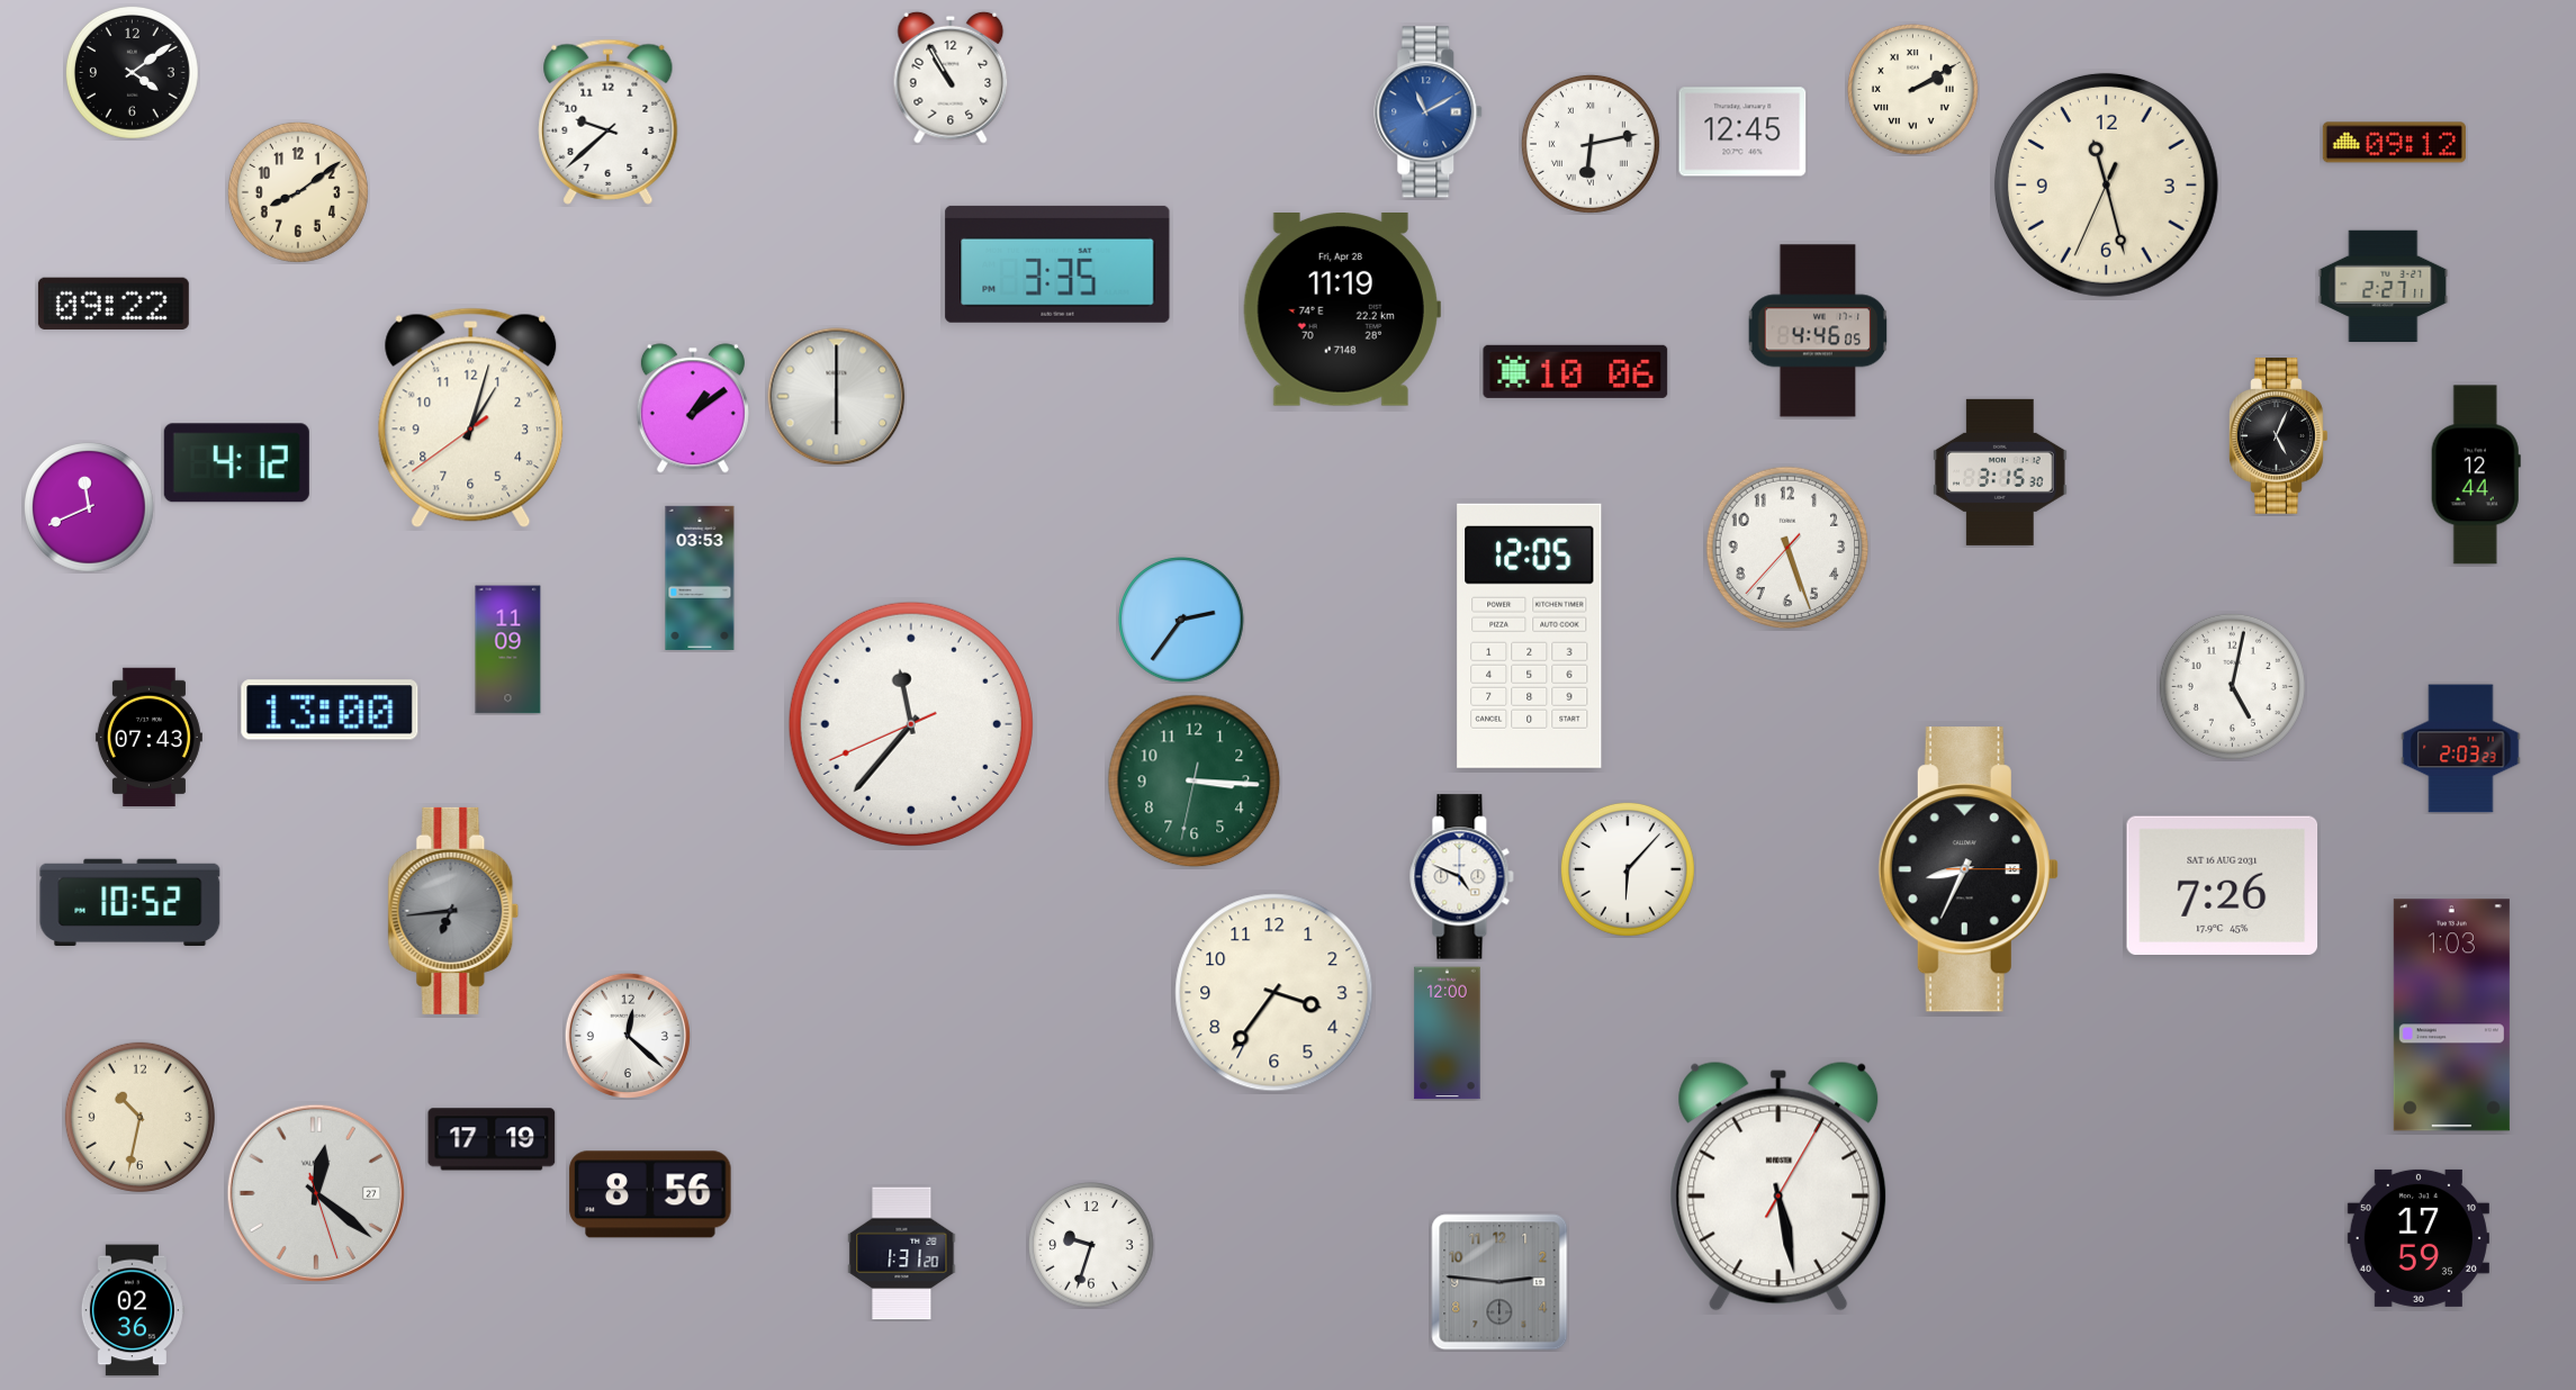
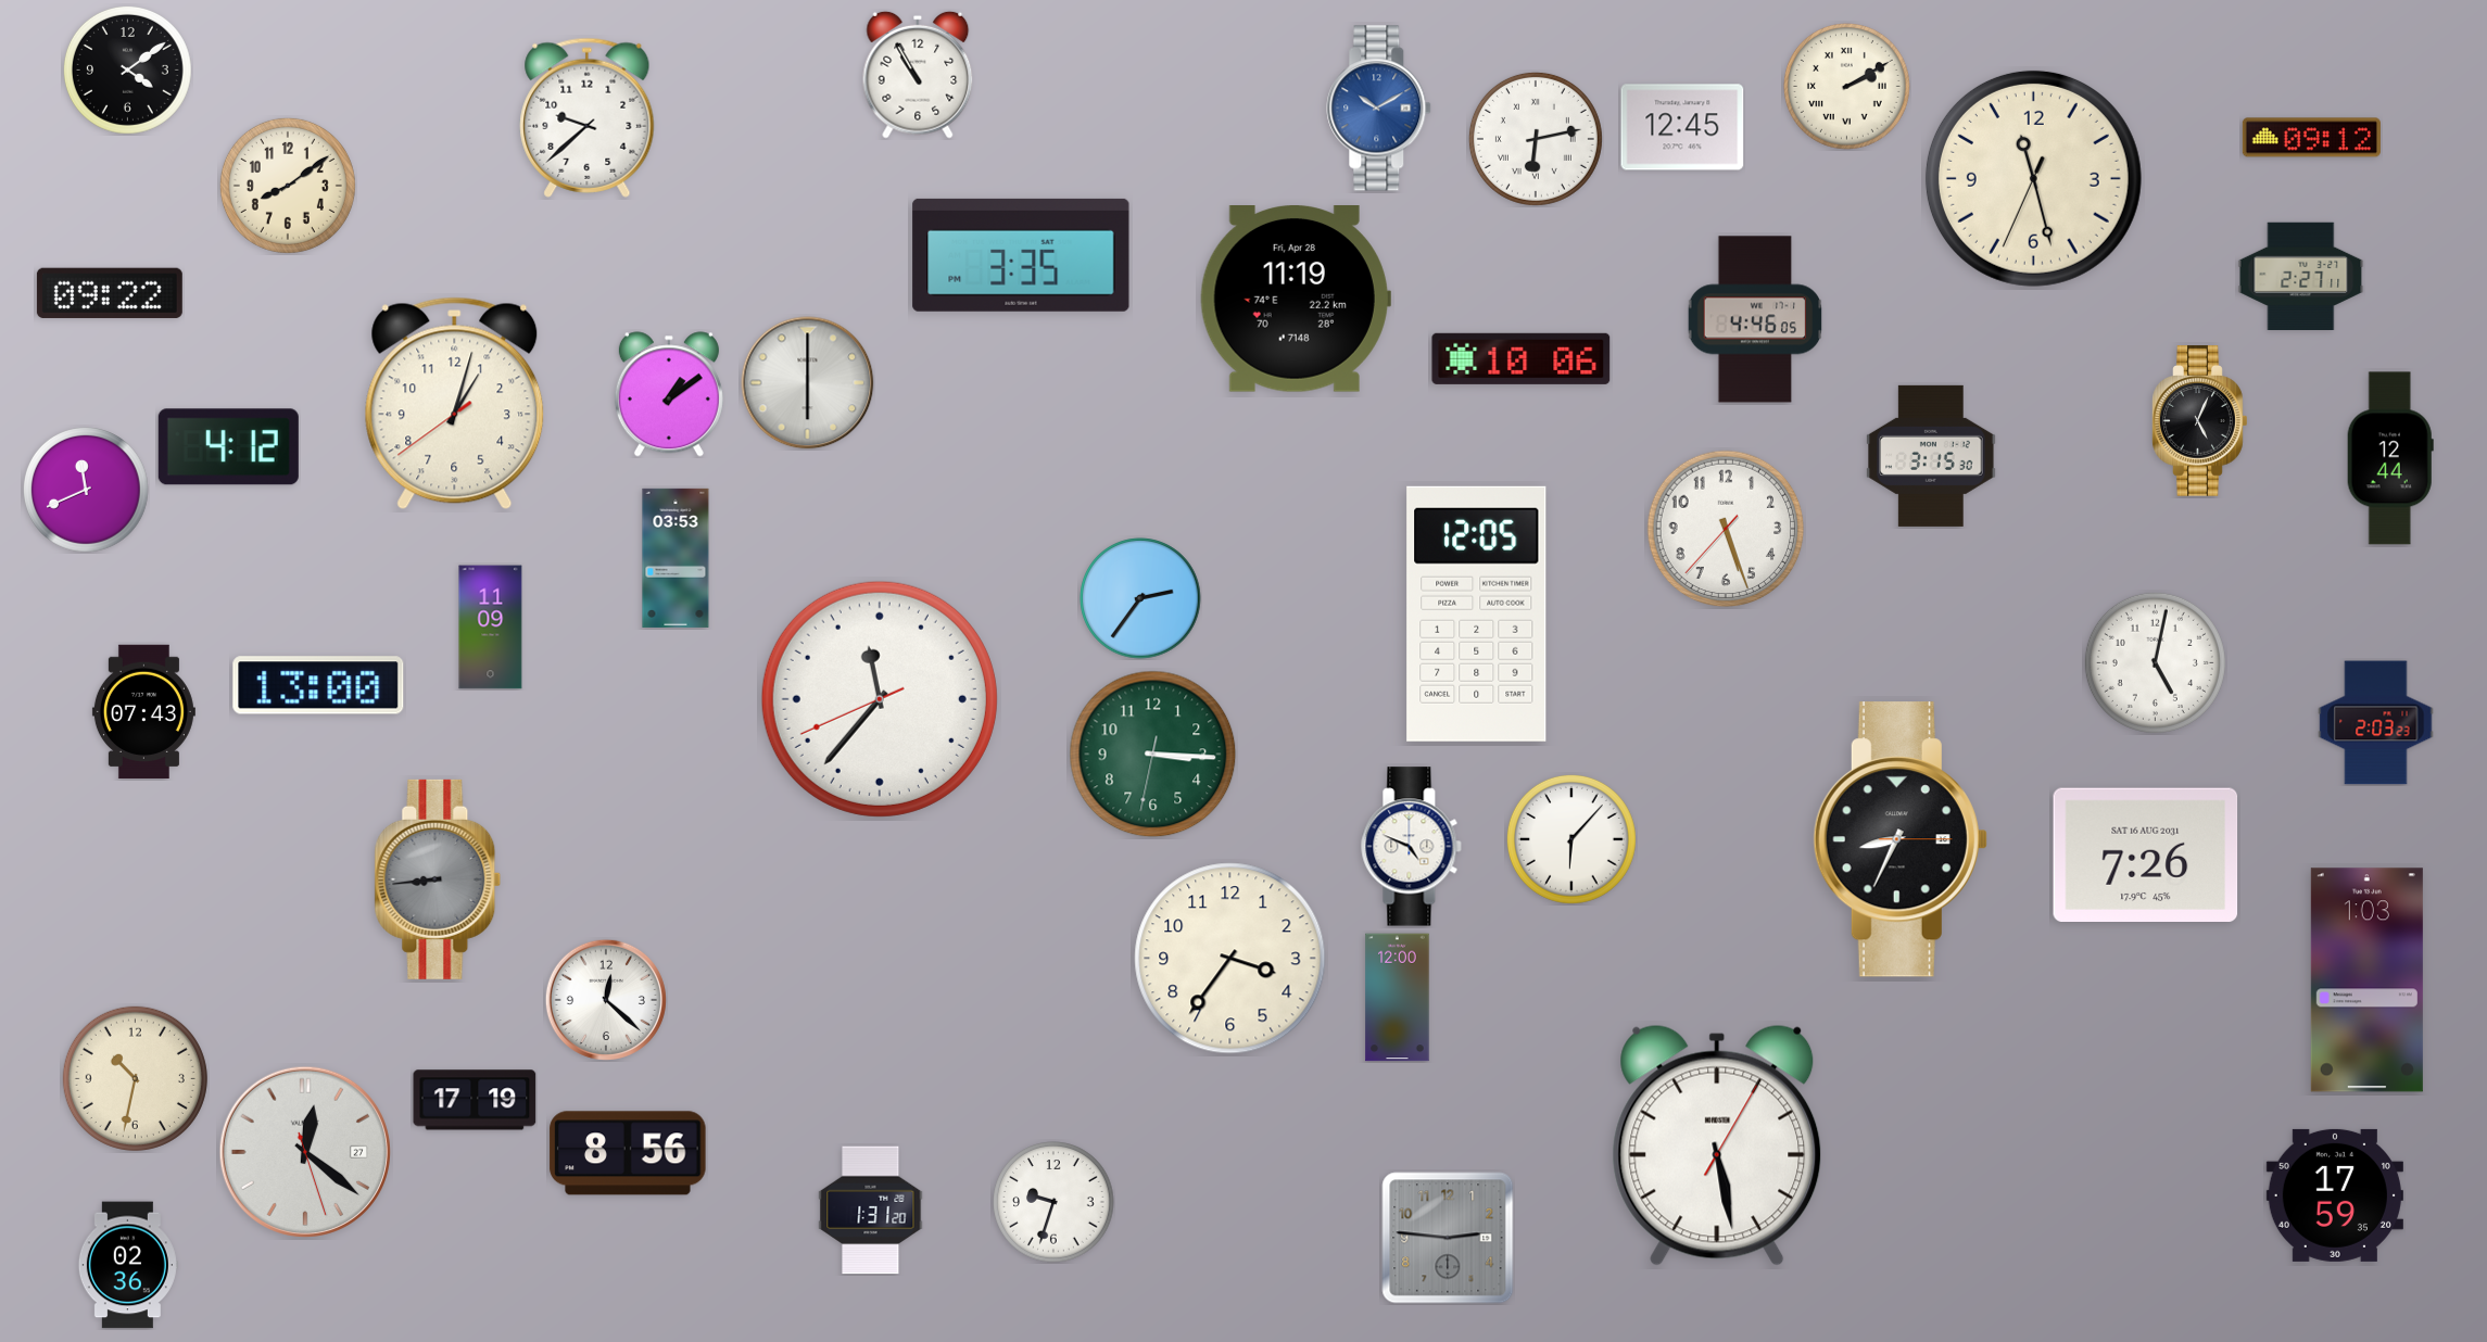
clock at (1429, 112): 11:10 -> 10:10
clock at (130, 903): 10:52 -> none
clock at (453, 911): 6:44 -> 8:44
